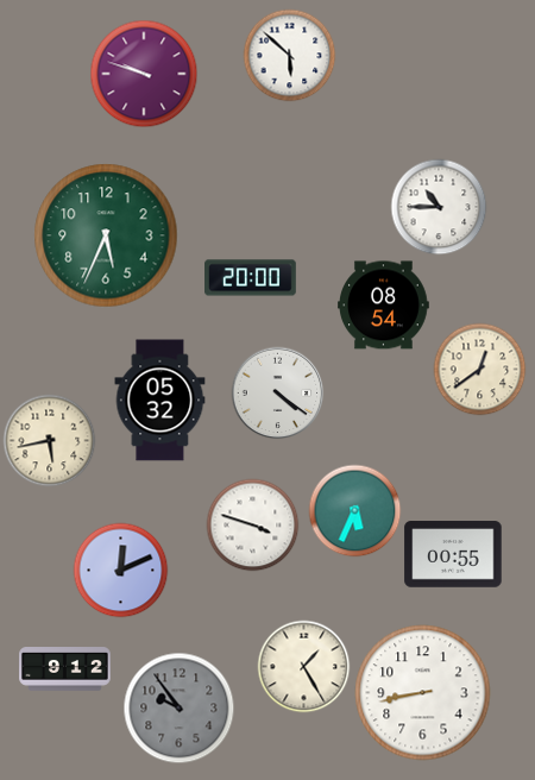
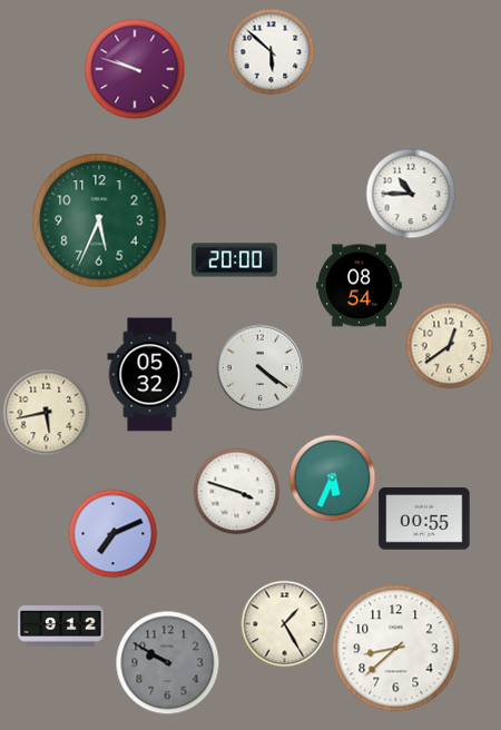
clock at (120, 570): 12:11 -> 7:11
clock at (423, 693): 8:43 -> 8:38
clock at (178, 707): 9:54 -> 9:50
